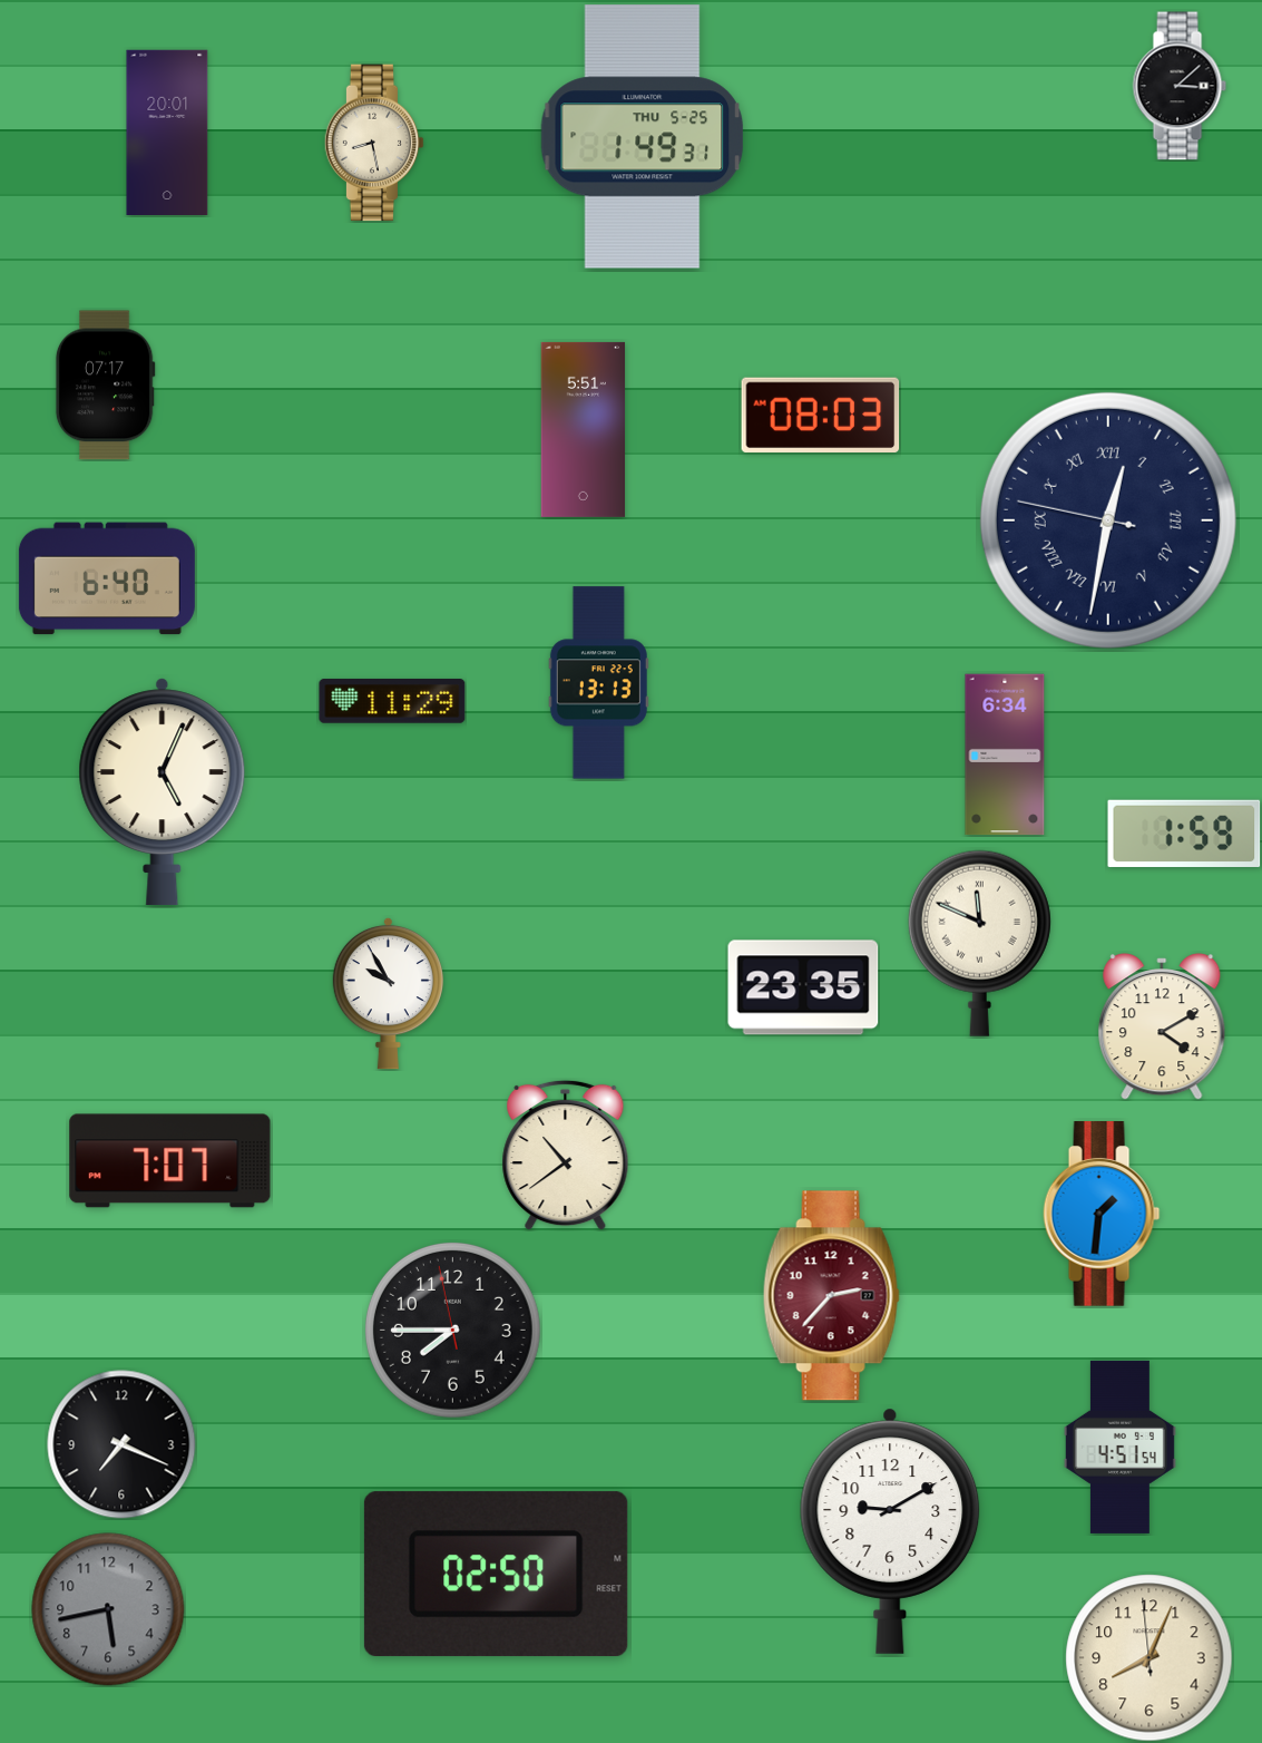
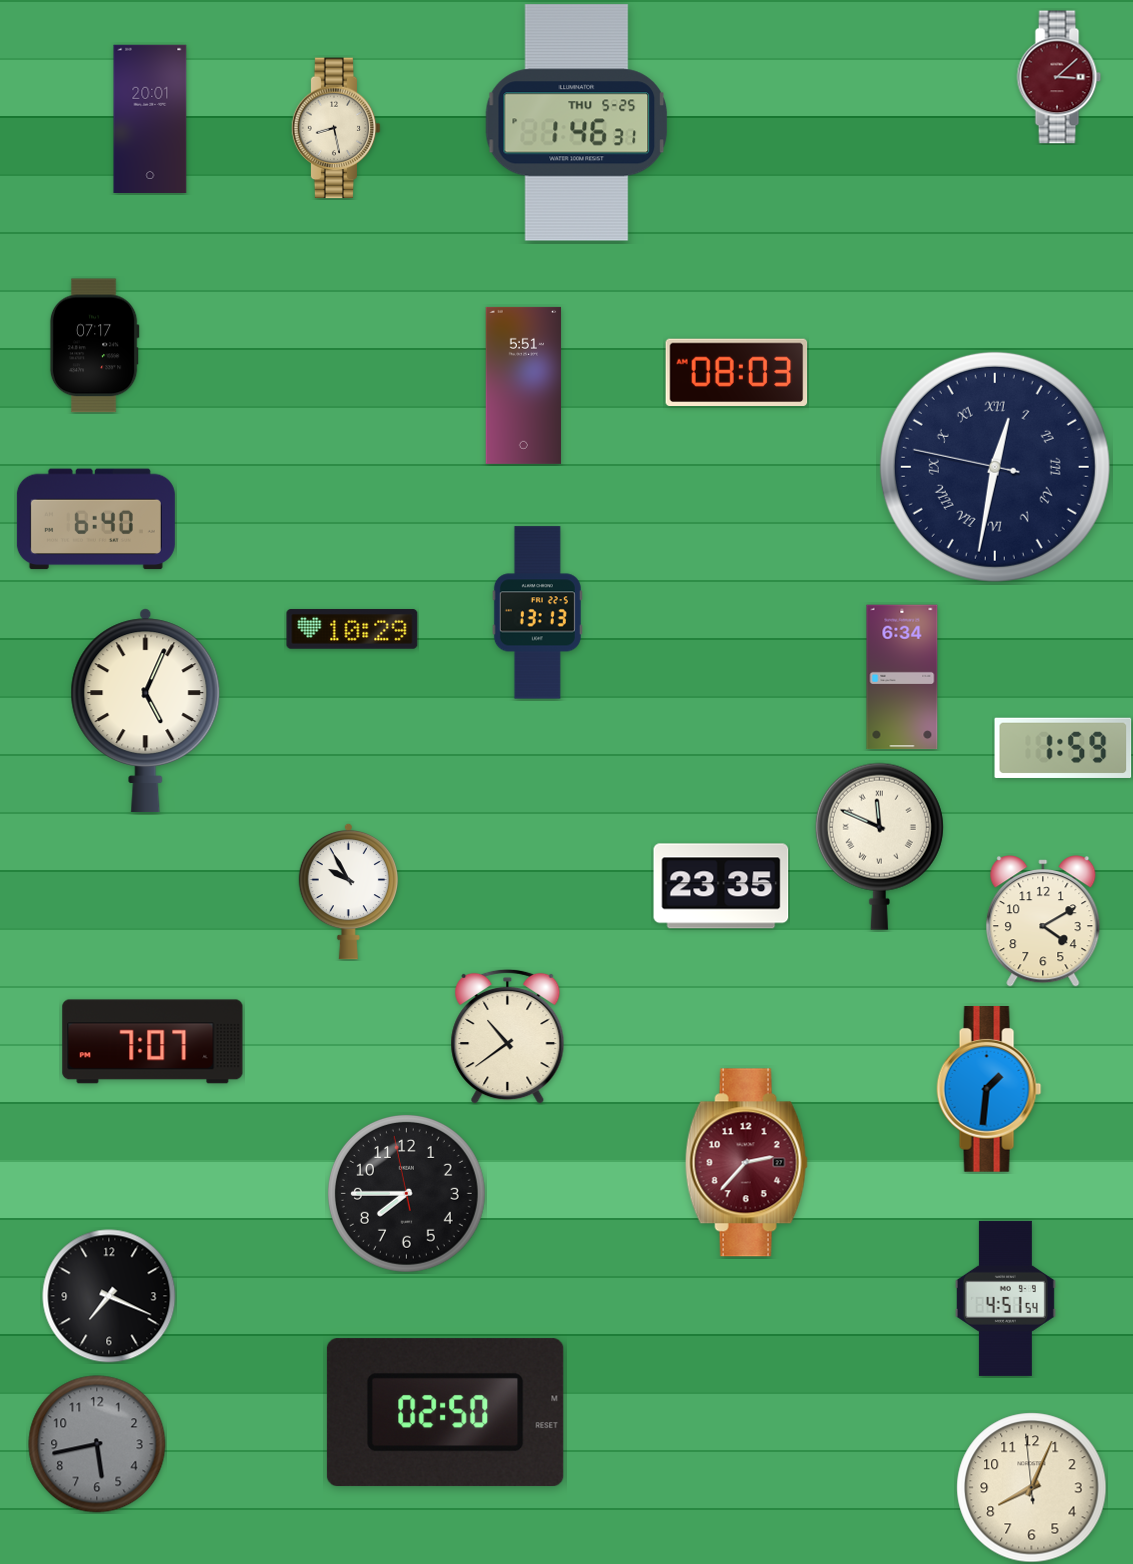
clock at (1180, 86) dial: black -> burgundy
clock at (643, 137): 1:49 -> 1:46
clock at (392, 701): 11:29 -> 10:29
clock at (890, 1531): 9:10 -> none
